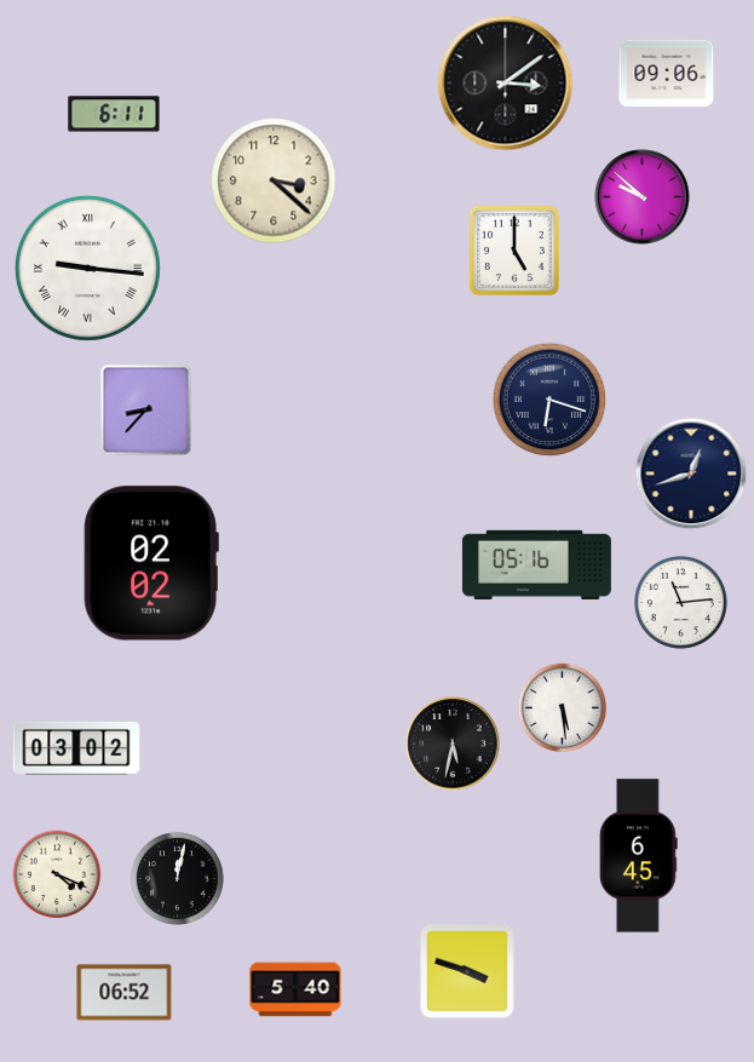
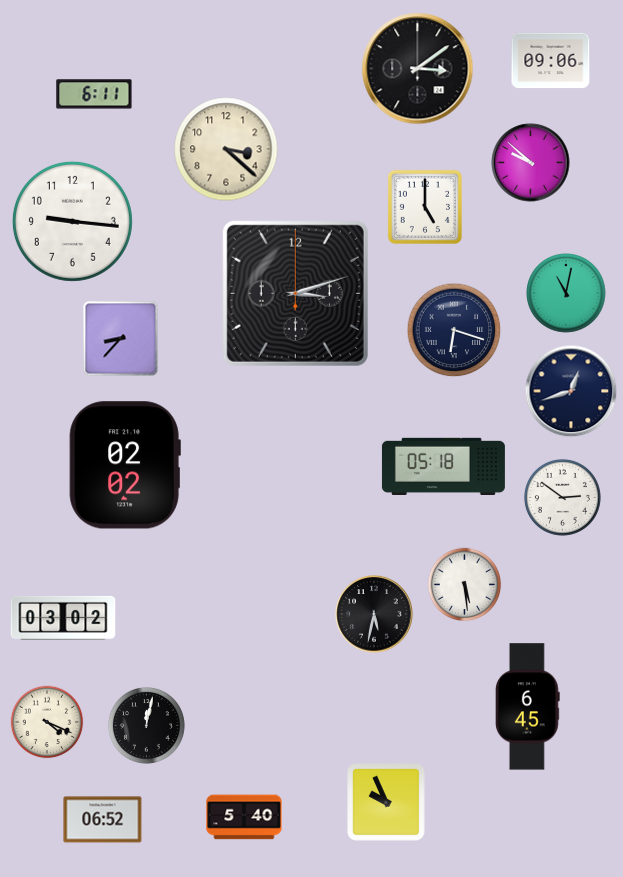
clock at (87, 268) numerals: Roman -> Arabic
clock at (295, 293): none -> 3:12
clock at (566, 293): none -> 11:02
clock at (536, 564): 05:16 -> 05:18
clock at (680, 602): 11:14 -> 2:51
clock at (467, 971): 3:48 -> 9:56
